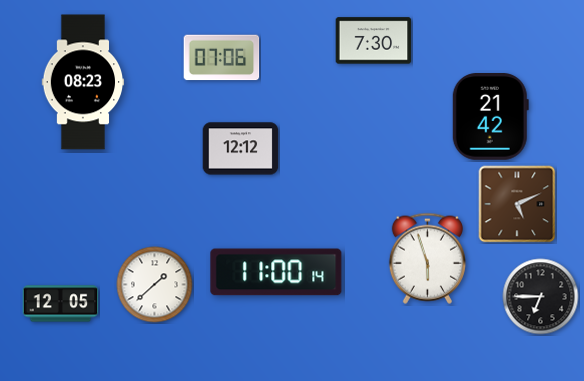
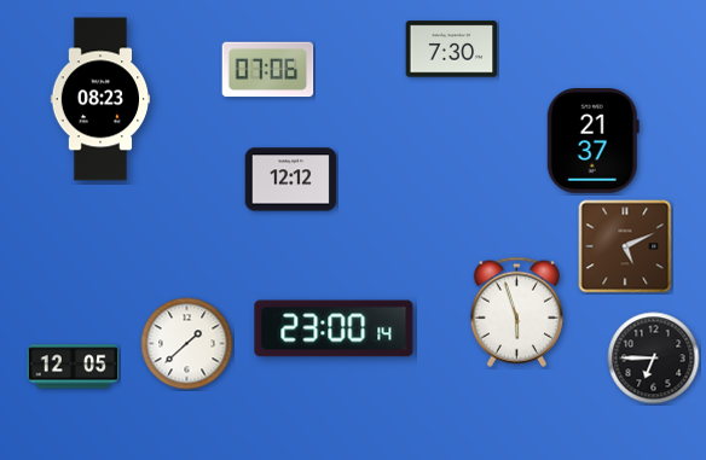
clock at (490, 117): 21:42 -> 21:37
clock at (276, 272): 11:00 -> 23:00
